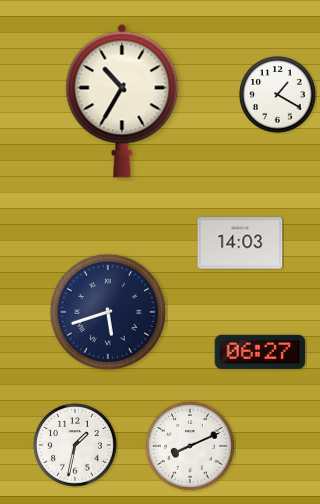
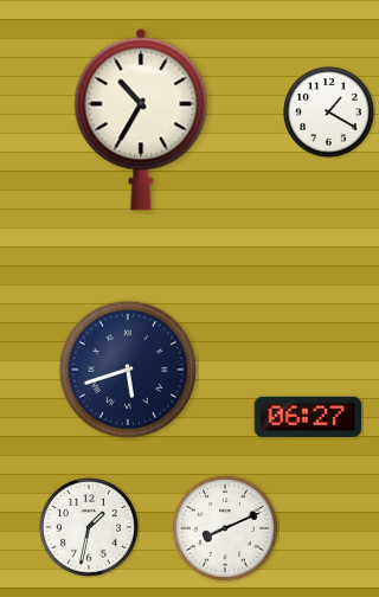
clock at (122, 101) position: (122, 101) -> (141, 120)
clock at (240, 243): 14:03 -> none
